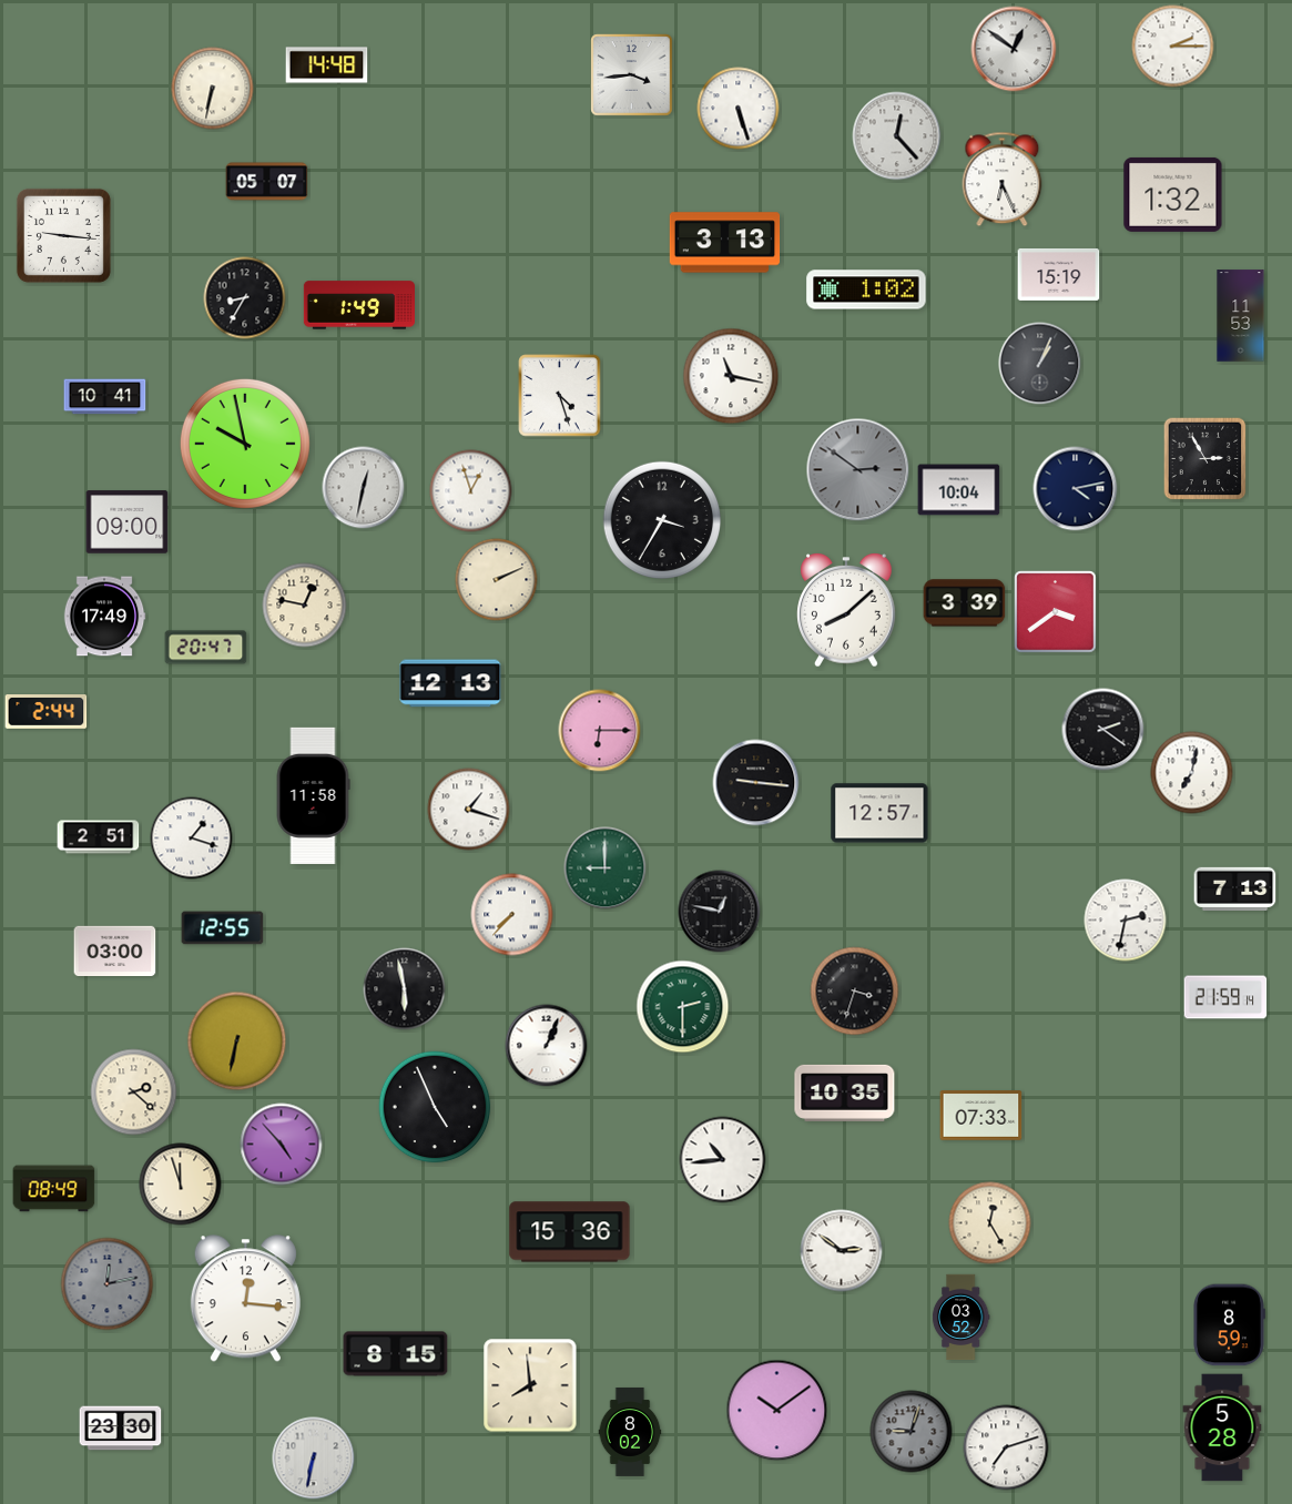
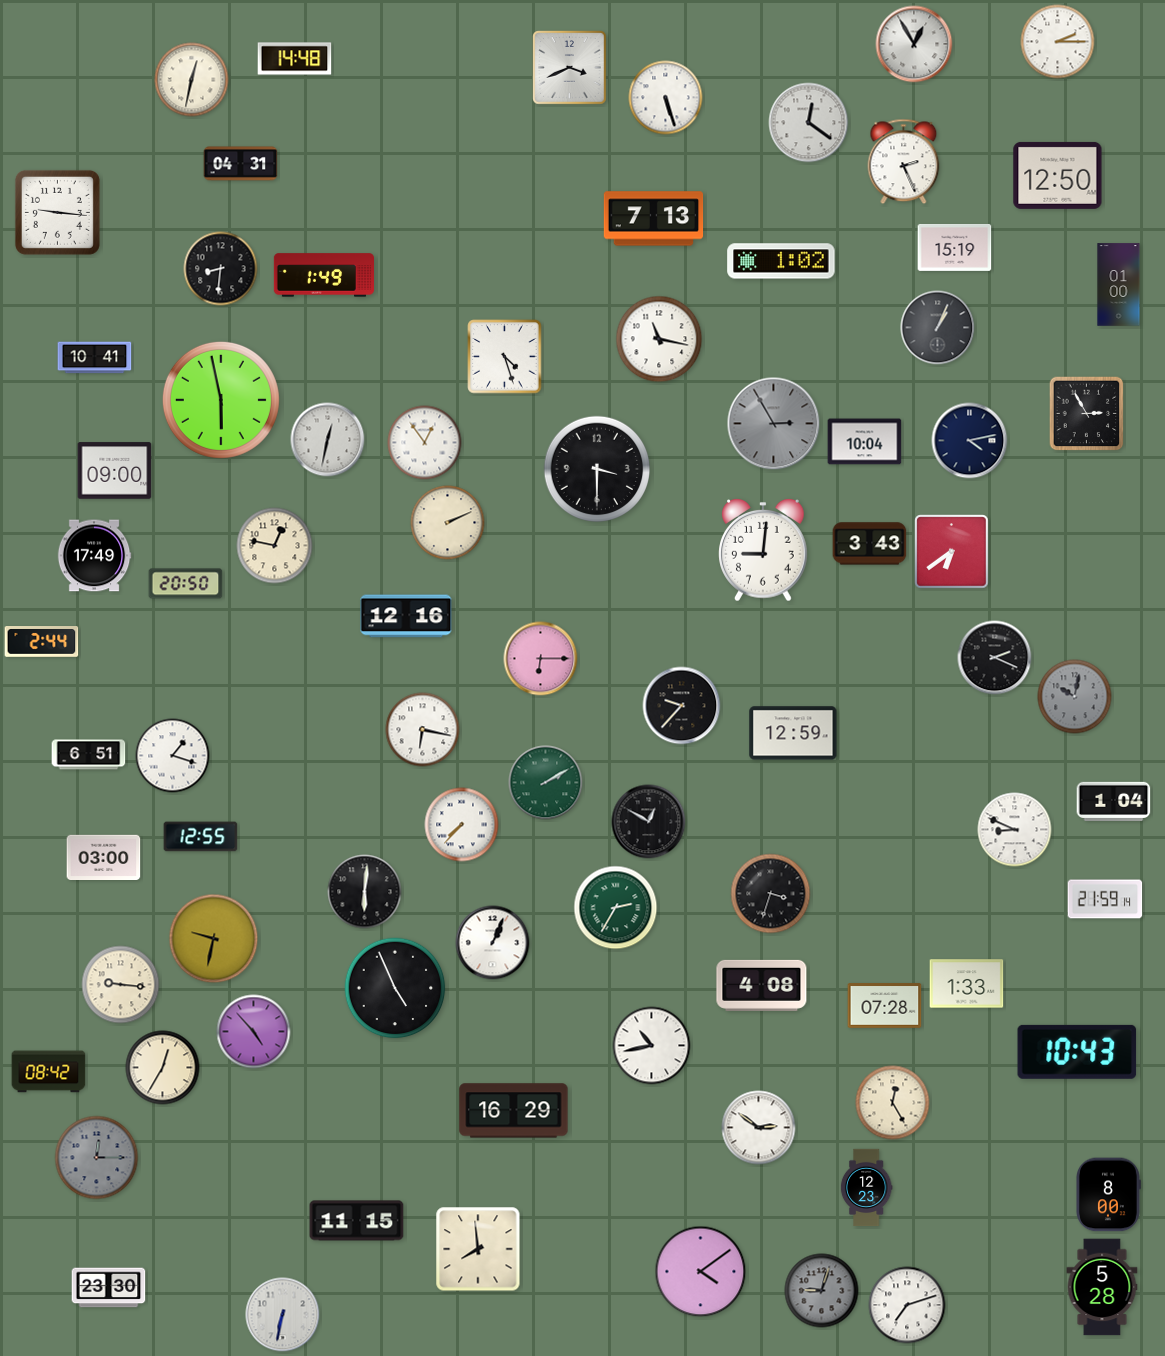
clock at (1014, 49): 12:51 -> 12:55
clock at (632, 75): 3:44 -> 3:41
clock at (213, 89): 6:32 -> 12:32
clock at (897, 136): 12:23 -> 12:21
clock at (1003, 180): 6:26 -> 2:26
clock at (267, 182): 05:07 -> 04:31
clock at (1173, 194): 1:32 -> 12:50
clock at (725, 243): 3:13 -> 7:13
clock at (245, 298): 8:35 -> 8:31
clock at (1241, 316): 11:53 -> 01:00
clock at (245, 444): 9:58 -> 5:58
clock at (858, 470): 2:51 -> 2:55
clock at (471, 491): 12:57 -> 12:54
clock at (661, 519): 3:35 -> 3:30
clock at (965, 603): 3:39 -> 3:43
clock at (846, 611): 8:08 -> 9:01
clock at (1056, 612): 3:39 -> 6:39
clock at (206, 648): 20:47 -> 20:50
clock at (450, 683): 12:13 -> 12:16
clock at (1103, 730): 2:21 -> 2:19
clock at (1192, 773): 7:02 -> 10:02
clock at (1192, 773) dial: white -> grey
clock at (756, 783): 9:16 -> 9:37
clock at (313, 795): 11:58 -> none
clock at (469, 810): 1:18 -> 6:17
clock at (879, 813): 12:57 -> 12:59
clock at (99, 837): 2:51 -> 6:51
clock at (606, 868): 9:00 -> 2:10
clock at (1235, 888): 7:13 -> 1:04
clock at (720, 912): 12:47 -> 12:50
clock at (1126, 921): 2:32 -> 8:49
clock at (405, 989): 5:58 -> 6:01
clock at (683, 1007): 2:30 -> 2:35
clock at (237, 1041): 6:32 -> 9:32
clock at (967, 984): none -> 1:33
clock at (134, 1093): 2:22 -> 9:16
clock at (845, 1093): 10:35 -> 4:08
clock at (435, 1107) position: (435, 1107) -> (395, 988)
clock at (981, 1116): 07:33 -> 07:28
clock at (723, 1160): 10:44 -> 10:43
clock at (1077, 1052): none -> 10:43
clock at (181, 1185): 11:57 -> 12:35
clock at (54, 1189): 08:49 -> 08:42
clock at (570, 1232): 15:36 -> 16:29
clock at (108, 1284): 12:13 -> 12:15
clock at (245, 1299): 12:16 -> none
clock at (960, 1318): 03:52 -> 12:23
clock at (1230, 1325): 8:59 -> 8:00
clock at (396, 1354): 8:15 -> 11:15
clock at (777, 1411): 10:09 -> 4:09
clock at (630, 1432): 8:02 -> none
